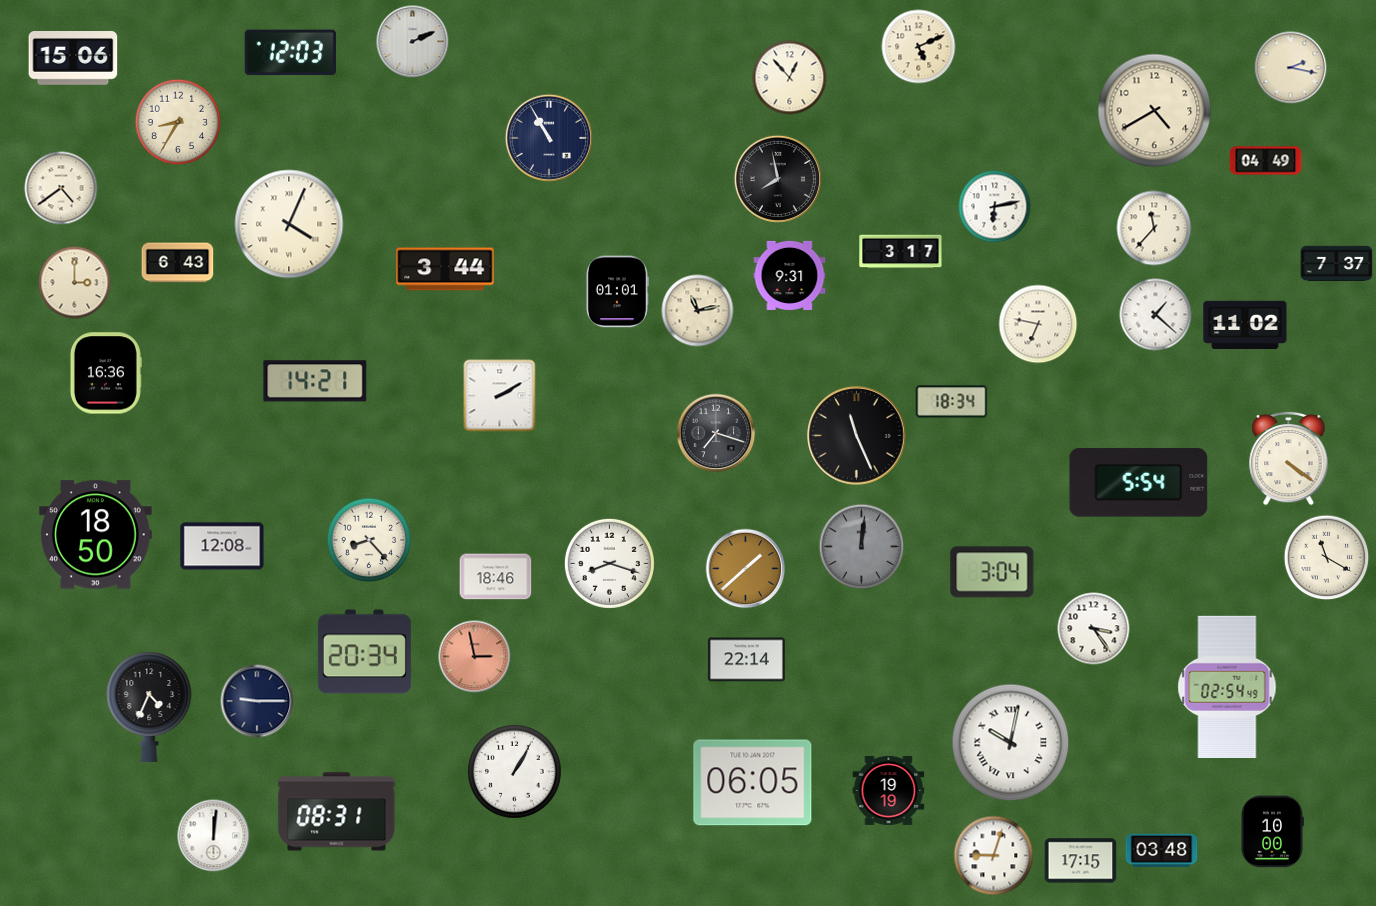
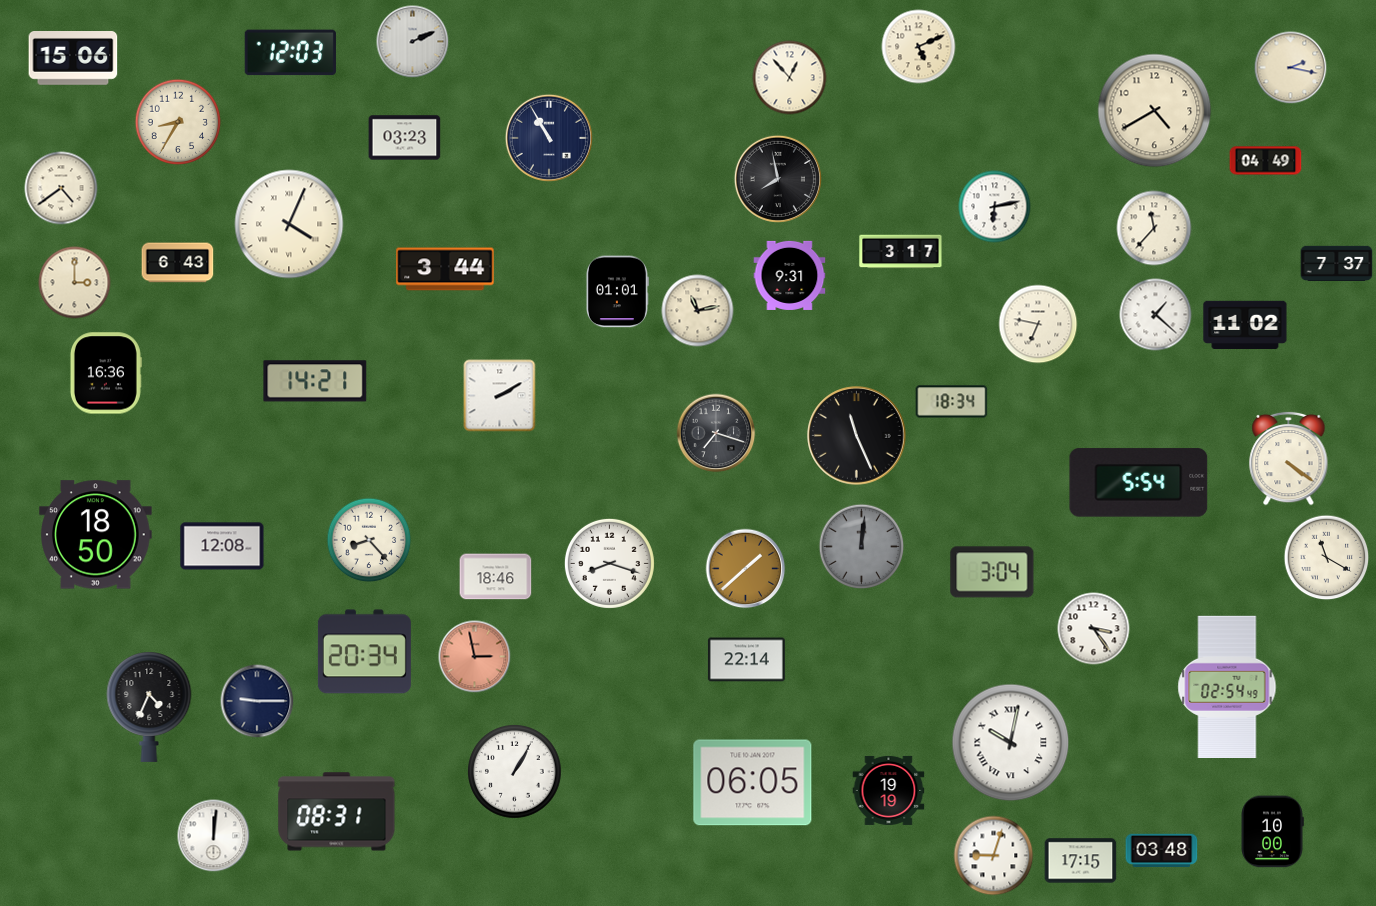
clock at (405, 138): none -> 03:23
